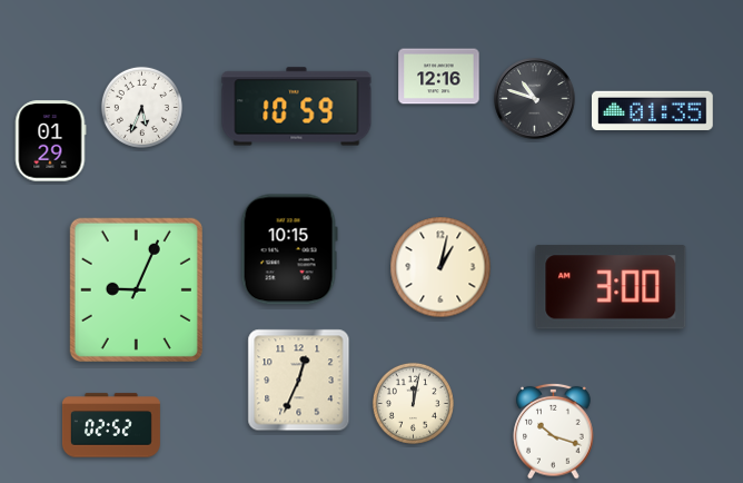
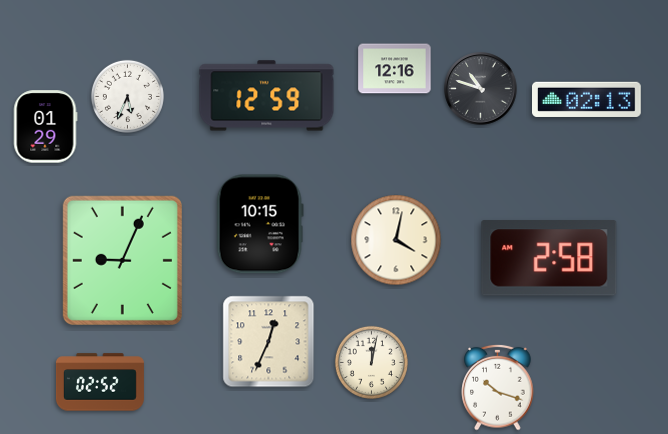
clock at (297, 107): 10:59 -> 12:59
clock at (653, 110): 01:35 -> 02:13
clock at (440, 267): 1:02 -> 4:02
clock at (611, 287): 3:00 -> 2:58
